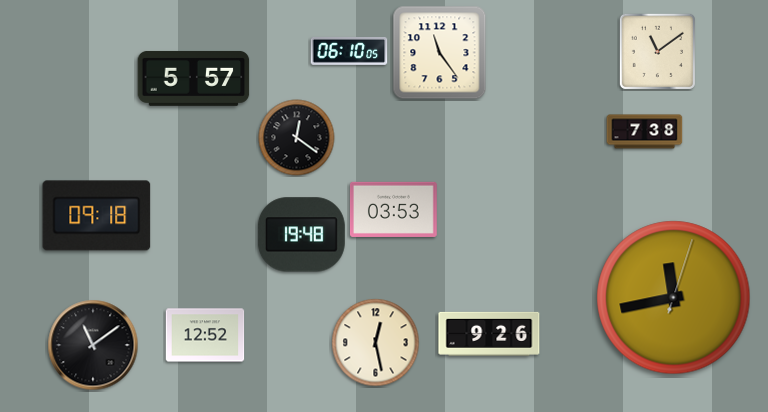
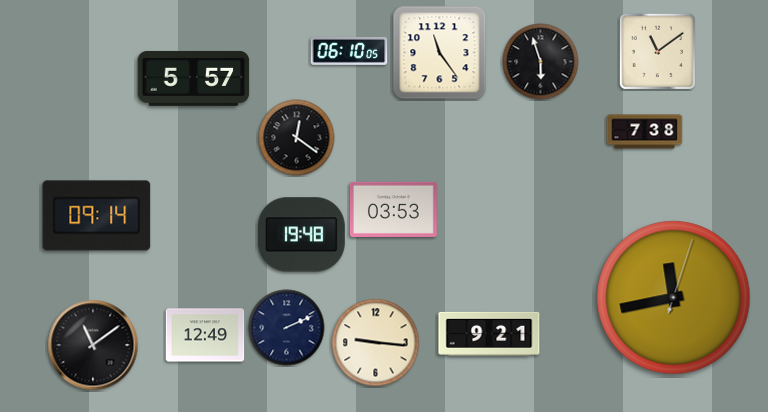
clock at (541, 62): none -> 5:57
clock at (97, 216): 09:18 -> 09:14
clock at (287, 328): none -> 2:11
clock at (489, 334): 9:26 -> 9:21
clock at (205, 335): 12:52 -> 12:49
clock at (376, 343): 12:28 -> 9:16
